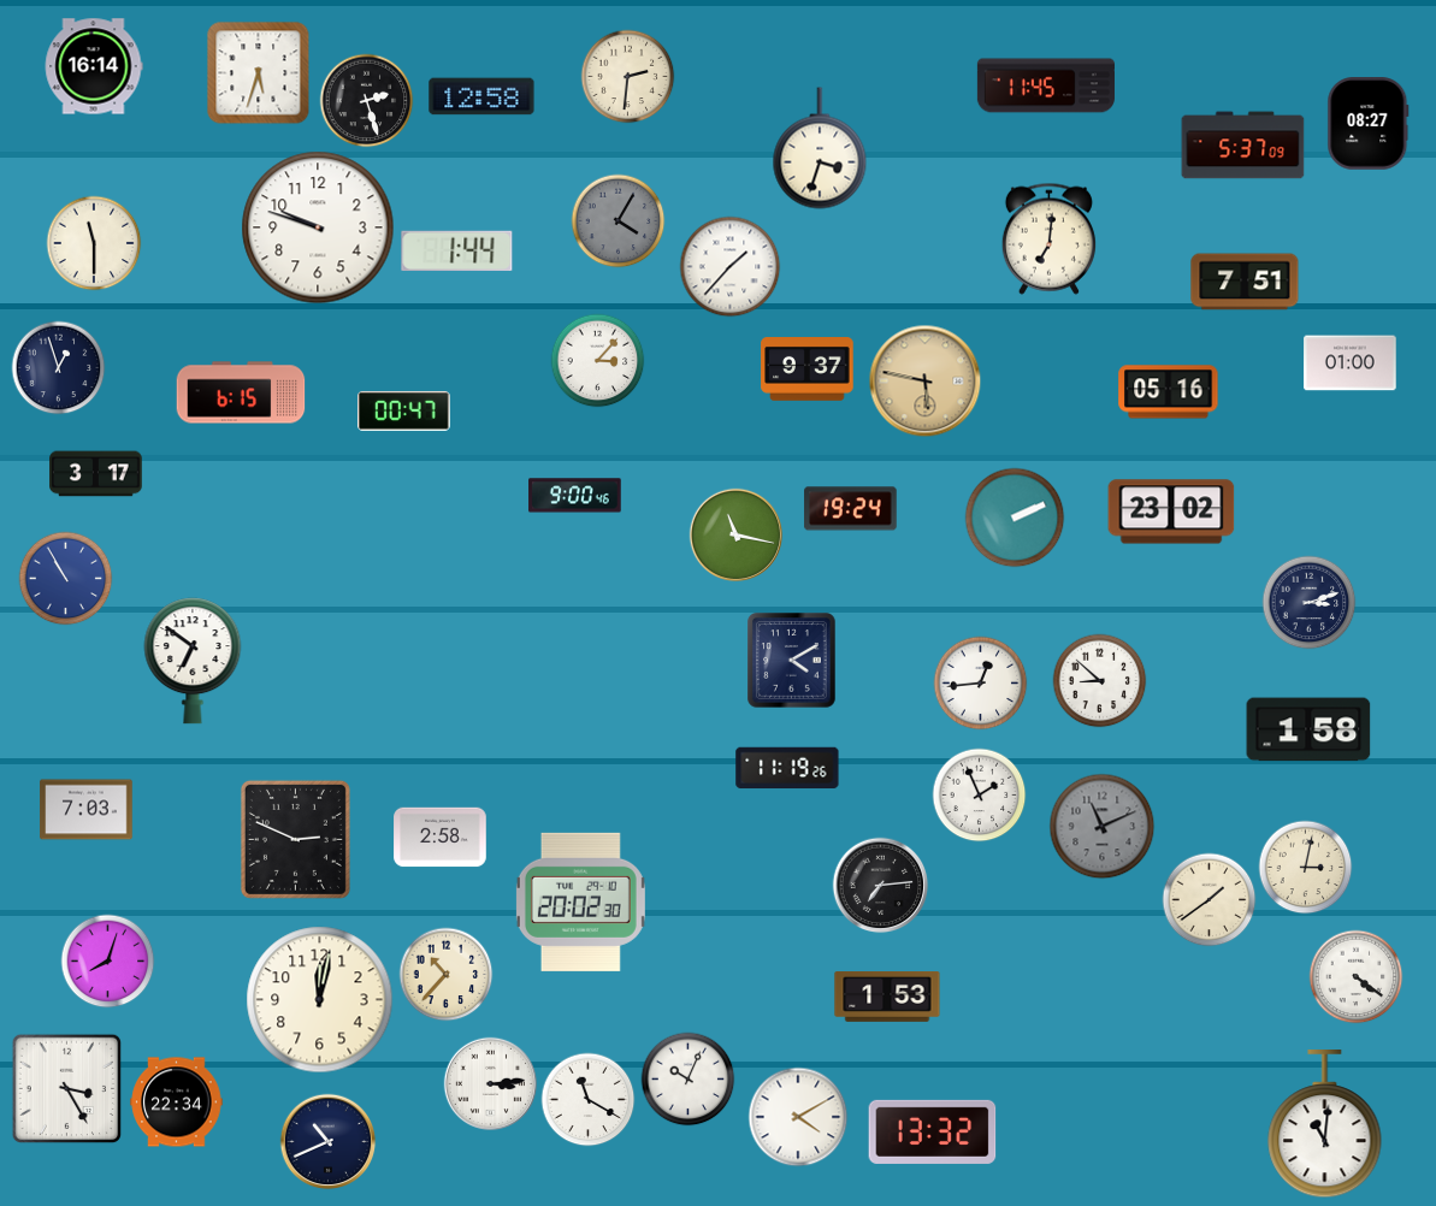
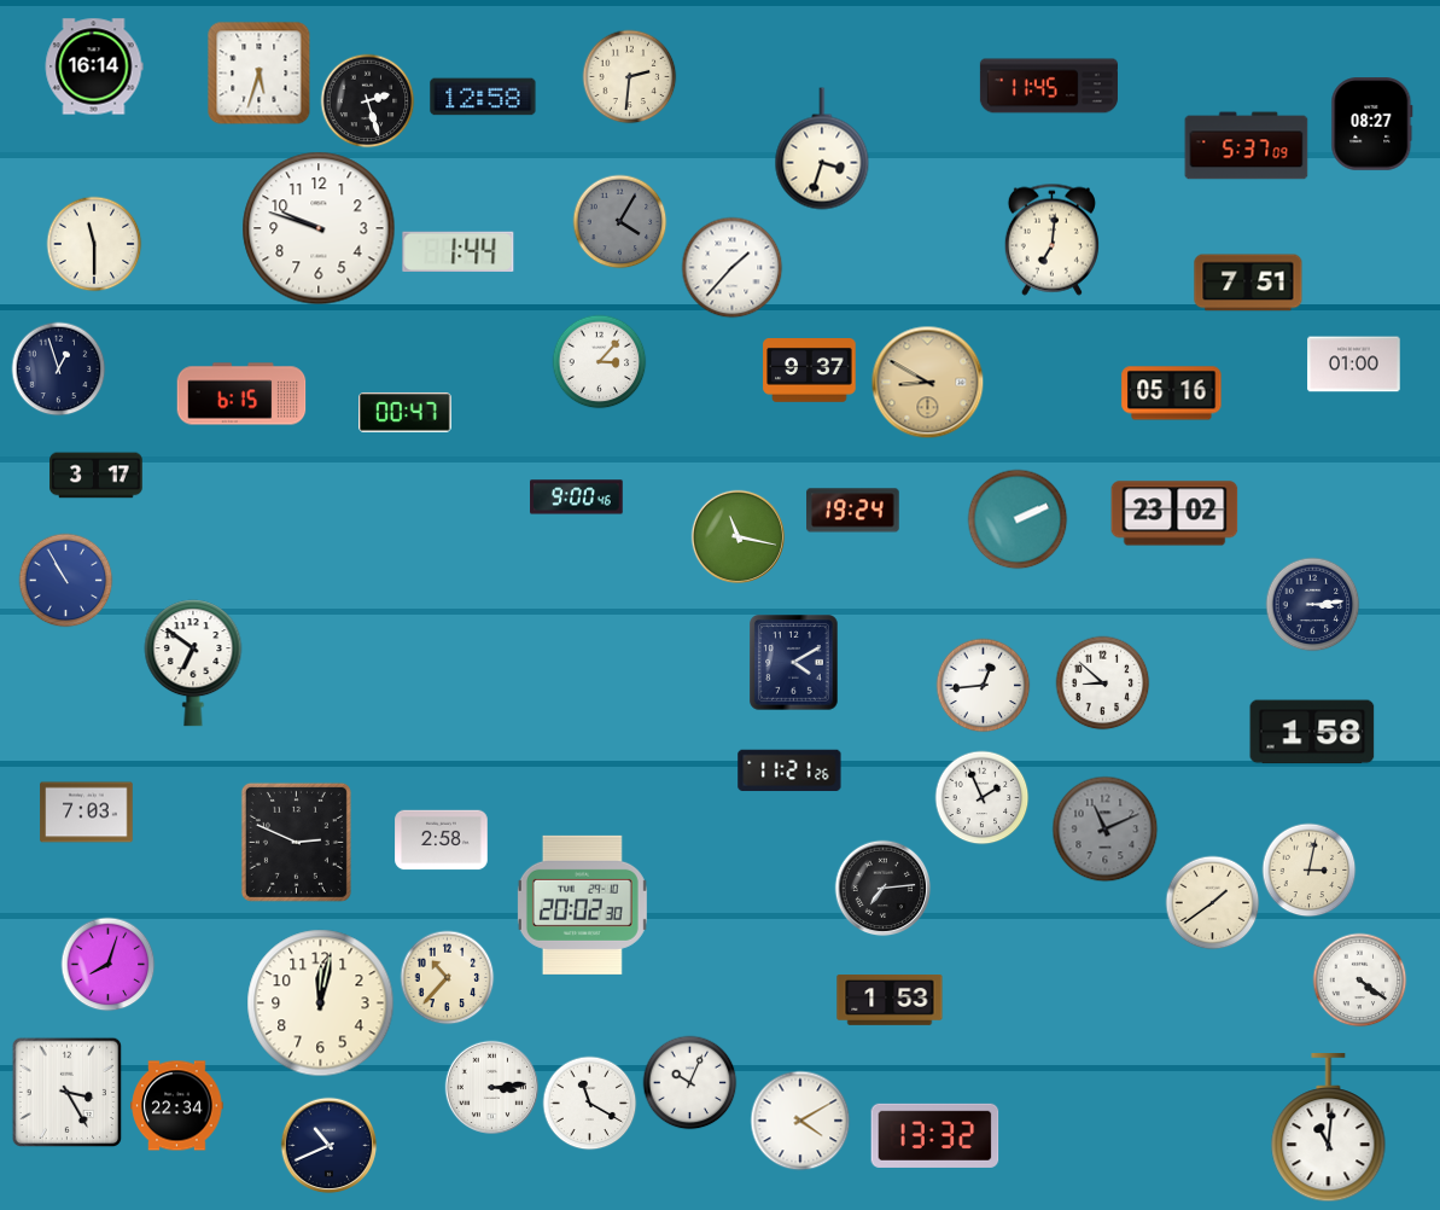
clock at (924, 380): 5:47 -> 8:50
clock at (1308, 602): 3:12 -> 3:14
clock at (787, 768): 11:19 -> 11:21
